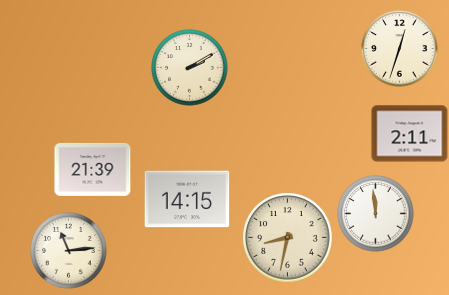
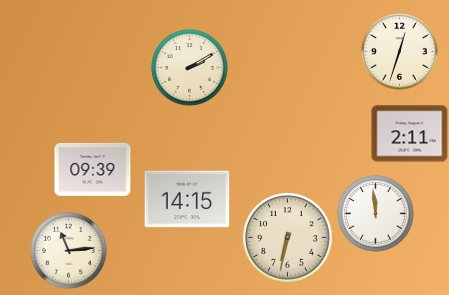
clock at (400, 49) position: (400, 49) -> (400, 52)
clock at (93, 169): 21:39 -> 09:39
clock at (288, 238): 8:32 -> 6:32
